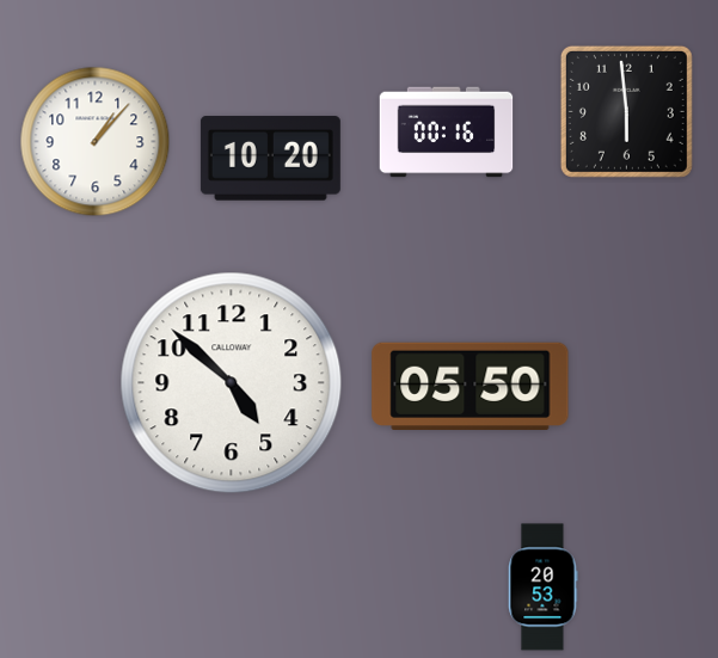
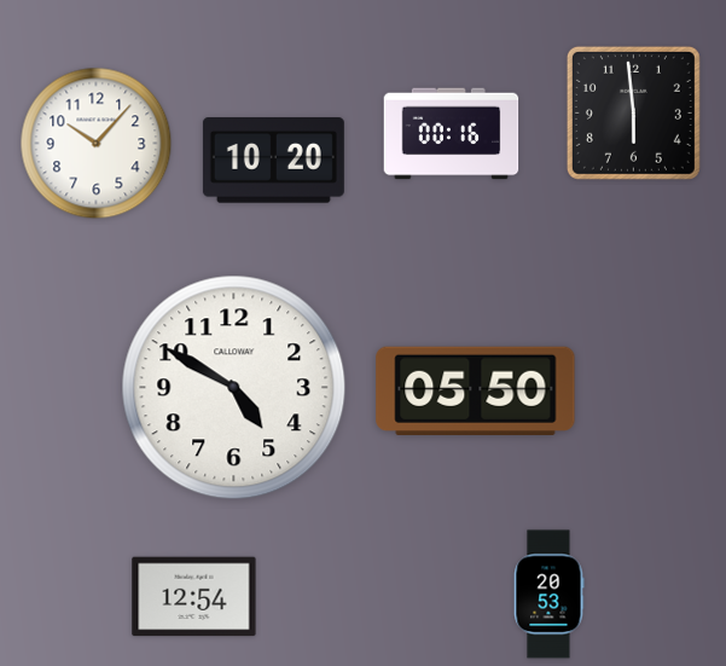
clock at (96, 142): 1:07 -> 10:07
clock at (232, 383): 4:52 -> 4:50
clock at (194, 597): none -> 12:54
